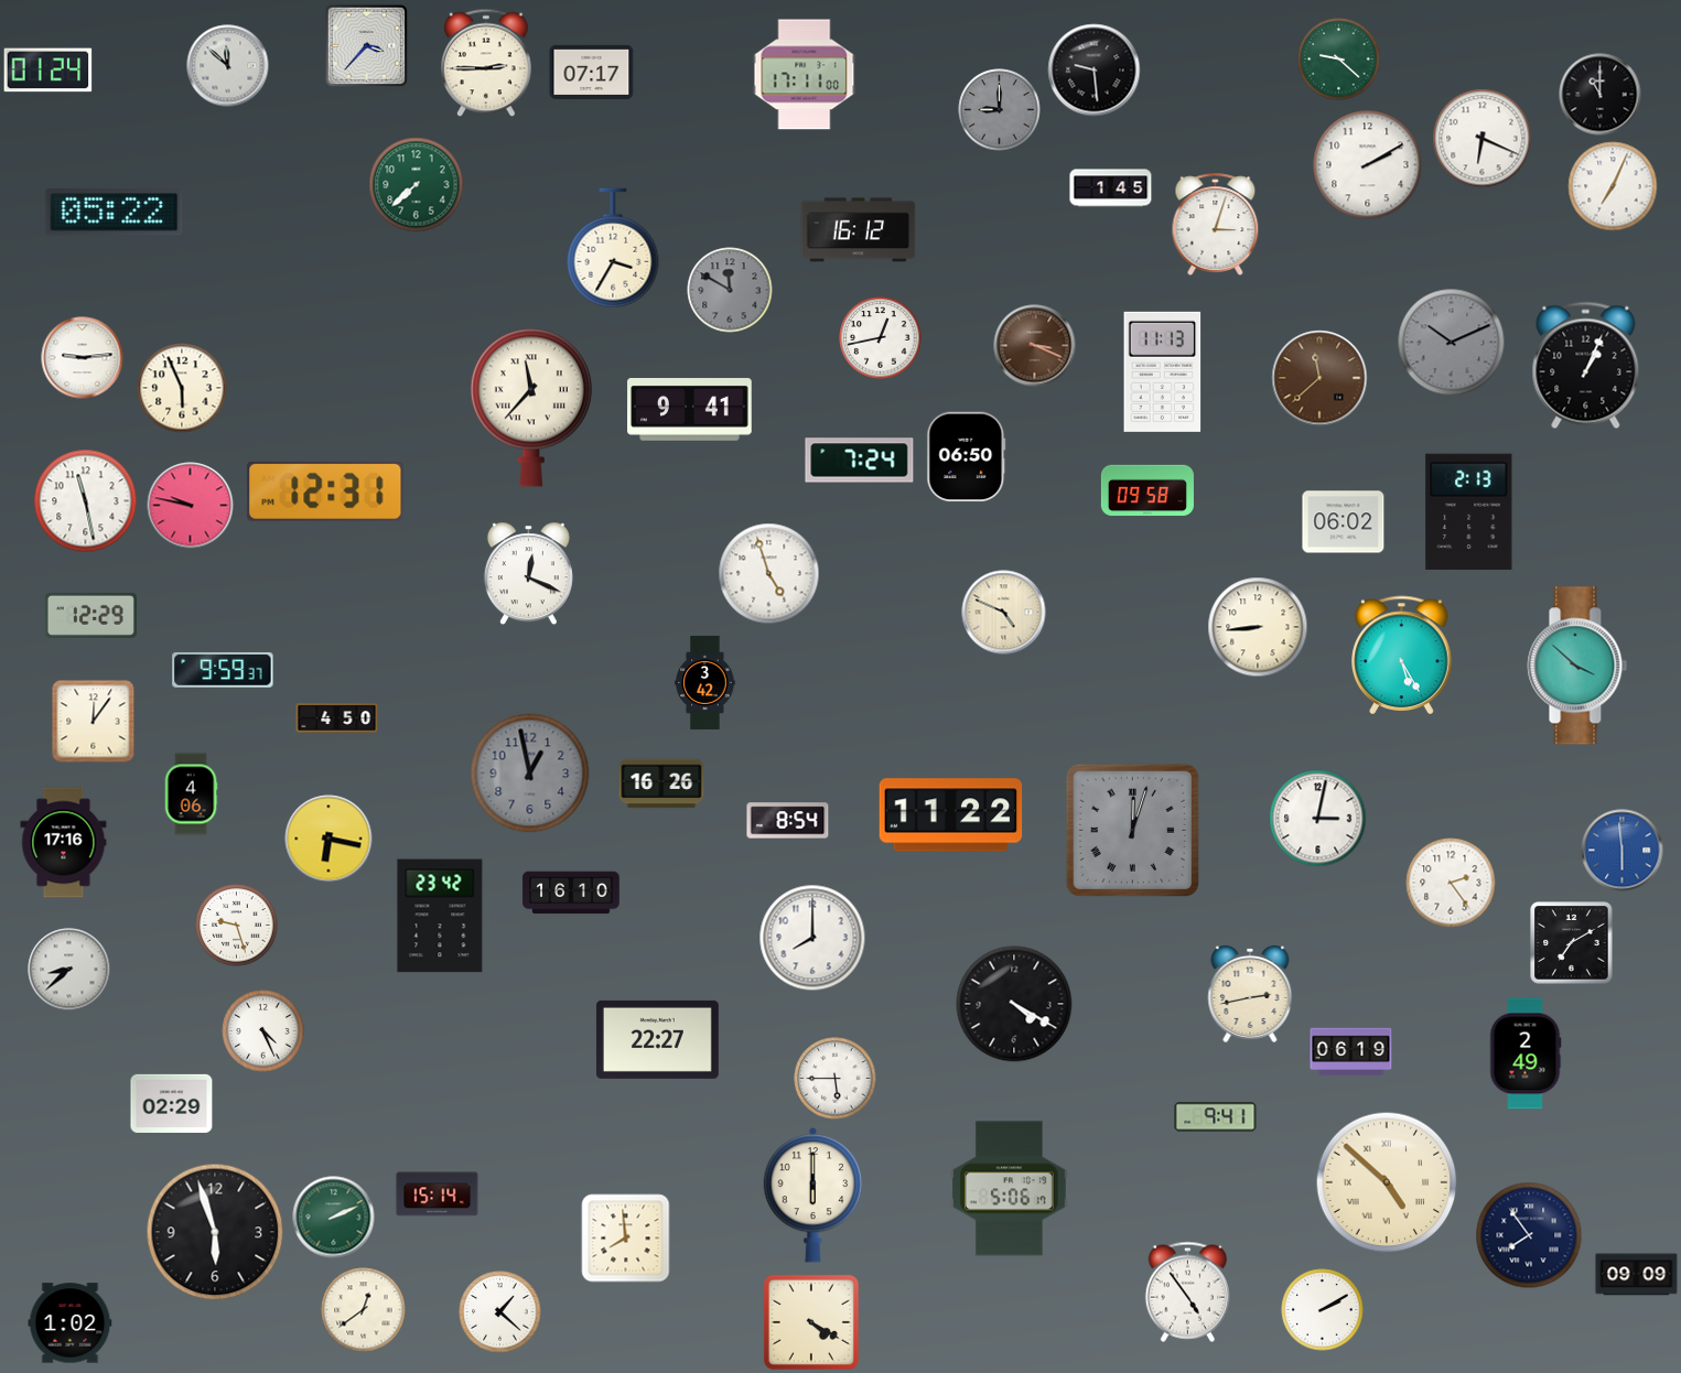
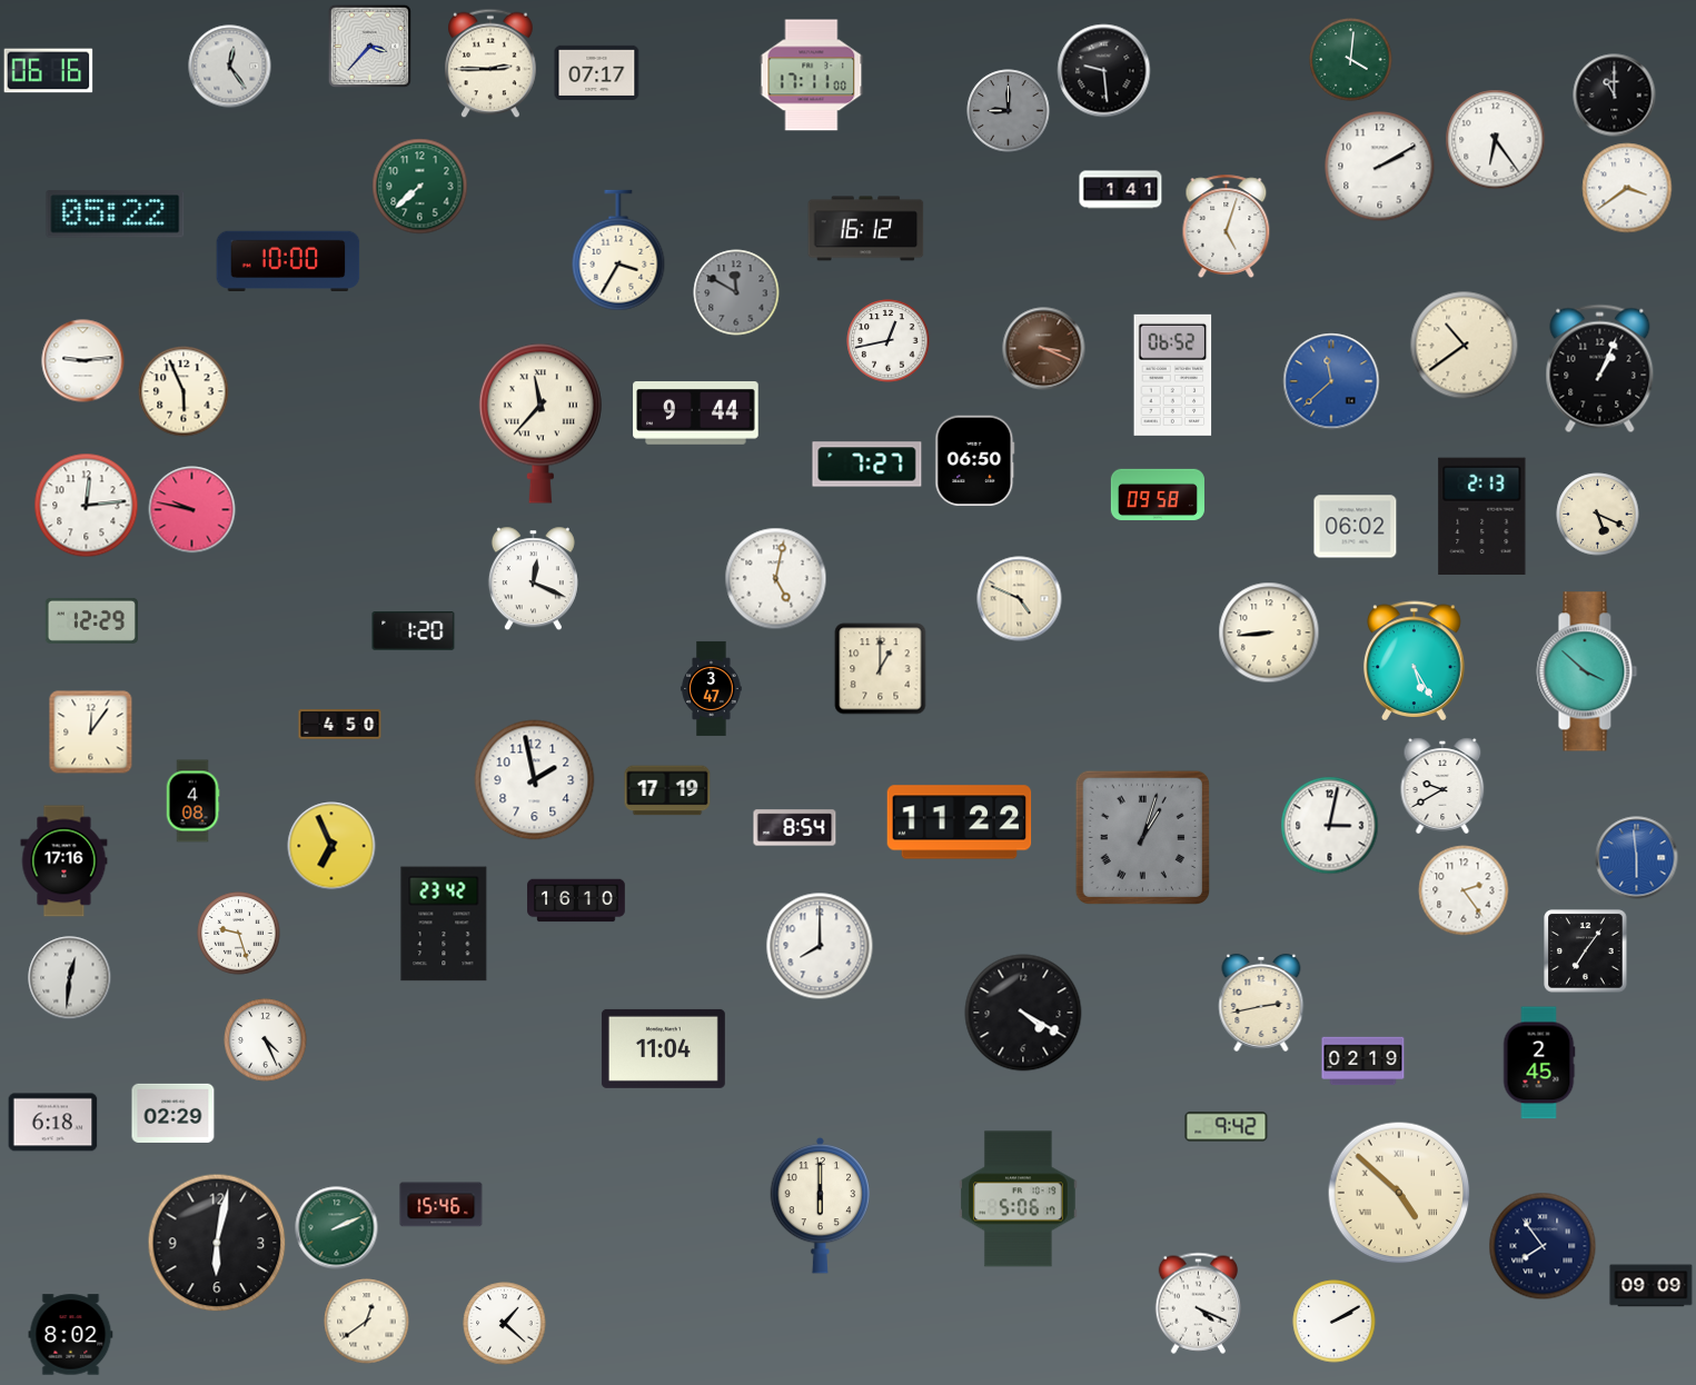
clock at (1339, 60): 9:22 -> 4:01
clock at (228, 66): 11:52 -> 12:24
clock at (49, 71): 01:24 -> 06:16
clock at (1483, 139): 6:19 -> 6:24
clock at (1613, 186): 7:04 -> 3:39
clock at (1111, 188): 1:45 -> 1:41
clock at (1216, 224): 3:03 -> 5:03
clock at (859, 230) position: (859, 230) -> (866, 229)
clock at (288, 261): none -> 10:00
clock at (1452, 343): 10:11 -> 10:39
clock at (1452, 343) dial: grey -> cream
clock at (1163, 371): 11:13 -> 06:52
clock at (1319, 378) dial: brown -> blue
clock at (531, 408) position: (531, 408) -> (540, 424)
clock at (690, 410): 9:41 -> 9:44
clock at (860, 461): 7:24 -> 7:27
clock at (325, 491): 12:31 -> none
clock at (86, 501): 11:28 -> 12:14
clock at (1598, 515): none -> 5:19
clock at (769, 574): 4:57 -> 5:02
clock at (1004, 613) position: (1004, 613) -> (1020, 599)
clock at (414, 631): none -> 1:20
clock at (881, 669): none -> 1:00
clock at (1577, 666) position: (1577, 666) -> (1587, 671)
clock at (223, 670): 9:59 -> none
clock at (705, 682): 3:42 -> 3:47
clock at (94, 722) position: (94, 722) -> (91, 733)
clock at (530, 774): 12:58 -> 1:58
clock at (530, 774) dial: grey -> white
clock at (1442, 786): none -> 9:40
clock at (661, 783): 16:26 -> 17:19
clock at (191, 794): 4:06 -> 4:08
clock at (1132, 830): 12:03 -> 1:03
clock at (328, 839): 6:17 -> 6:56
clock at (64, 843) position: (64, 843) -> (65, 861)
clock at (1572, 943): 7:10 -> 7:06
clock at (69, 970): 8:38 -> 12:31
clock at (657, 1039): 22:27 -> 11:04
clock at (1351, 1052): 06:19 -> 02:19
clock at (1526, 1053): 2:49 -> 2:45
clock at (836, 1079): 5:45 -> none
clock at (53, 1123): none -> 6:18
clock at (1216, 1117): 9:41 -> 9:42
clock at (438, 1194): 15:14 -> 15:46
clock at (215, 1232): 5:57 -> 6:02
clock at (626, 1239): 7:59 -> none
clock at (1187, 1291): 4:54 -> 4:19
clock at (811, 1322): 4:20 -> none
clock at (71, 1323): 1:02 -> 8:02
